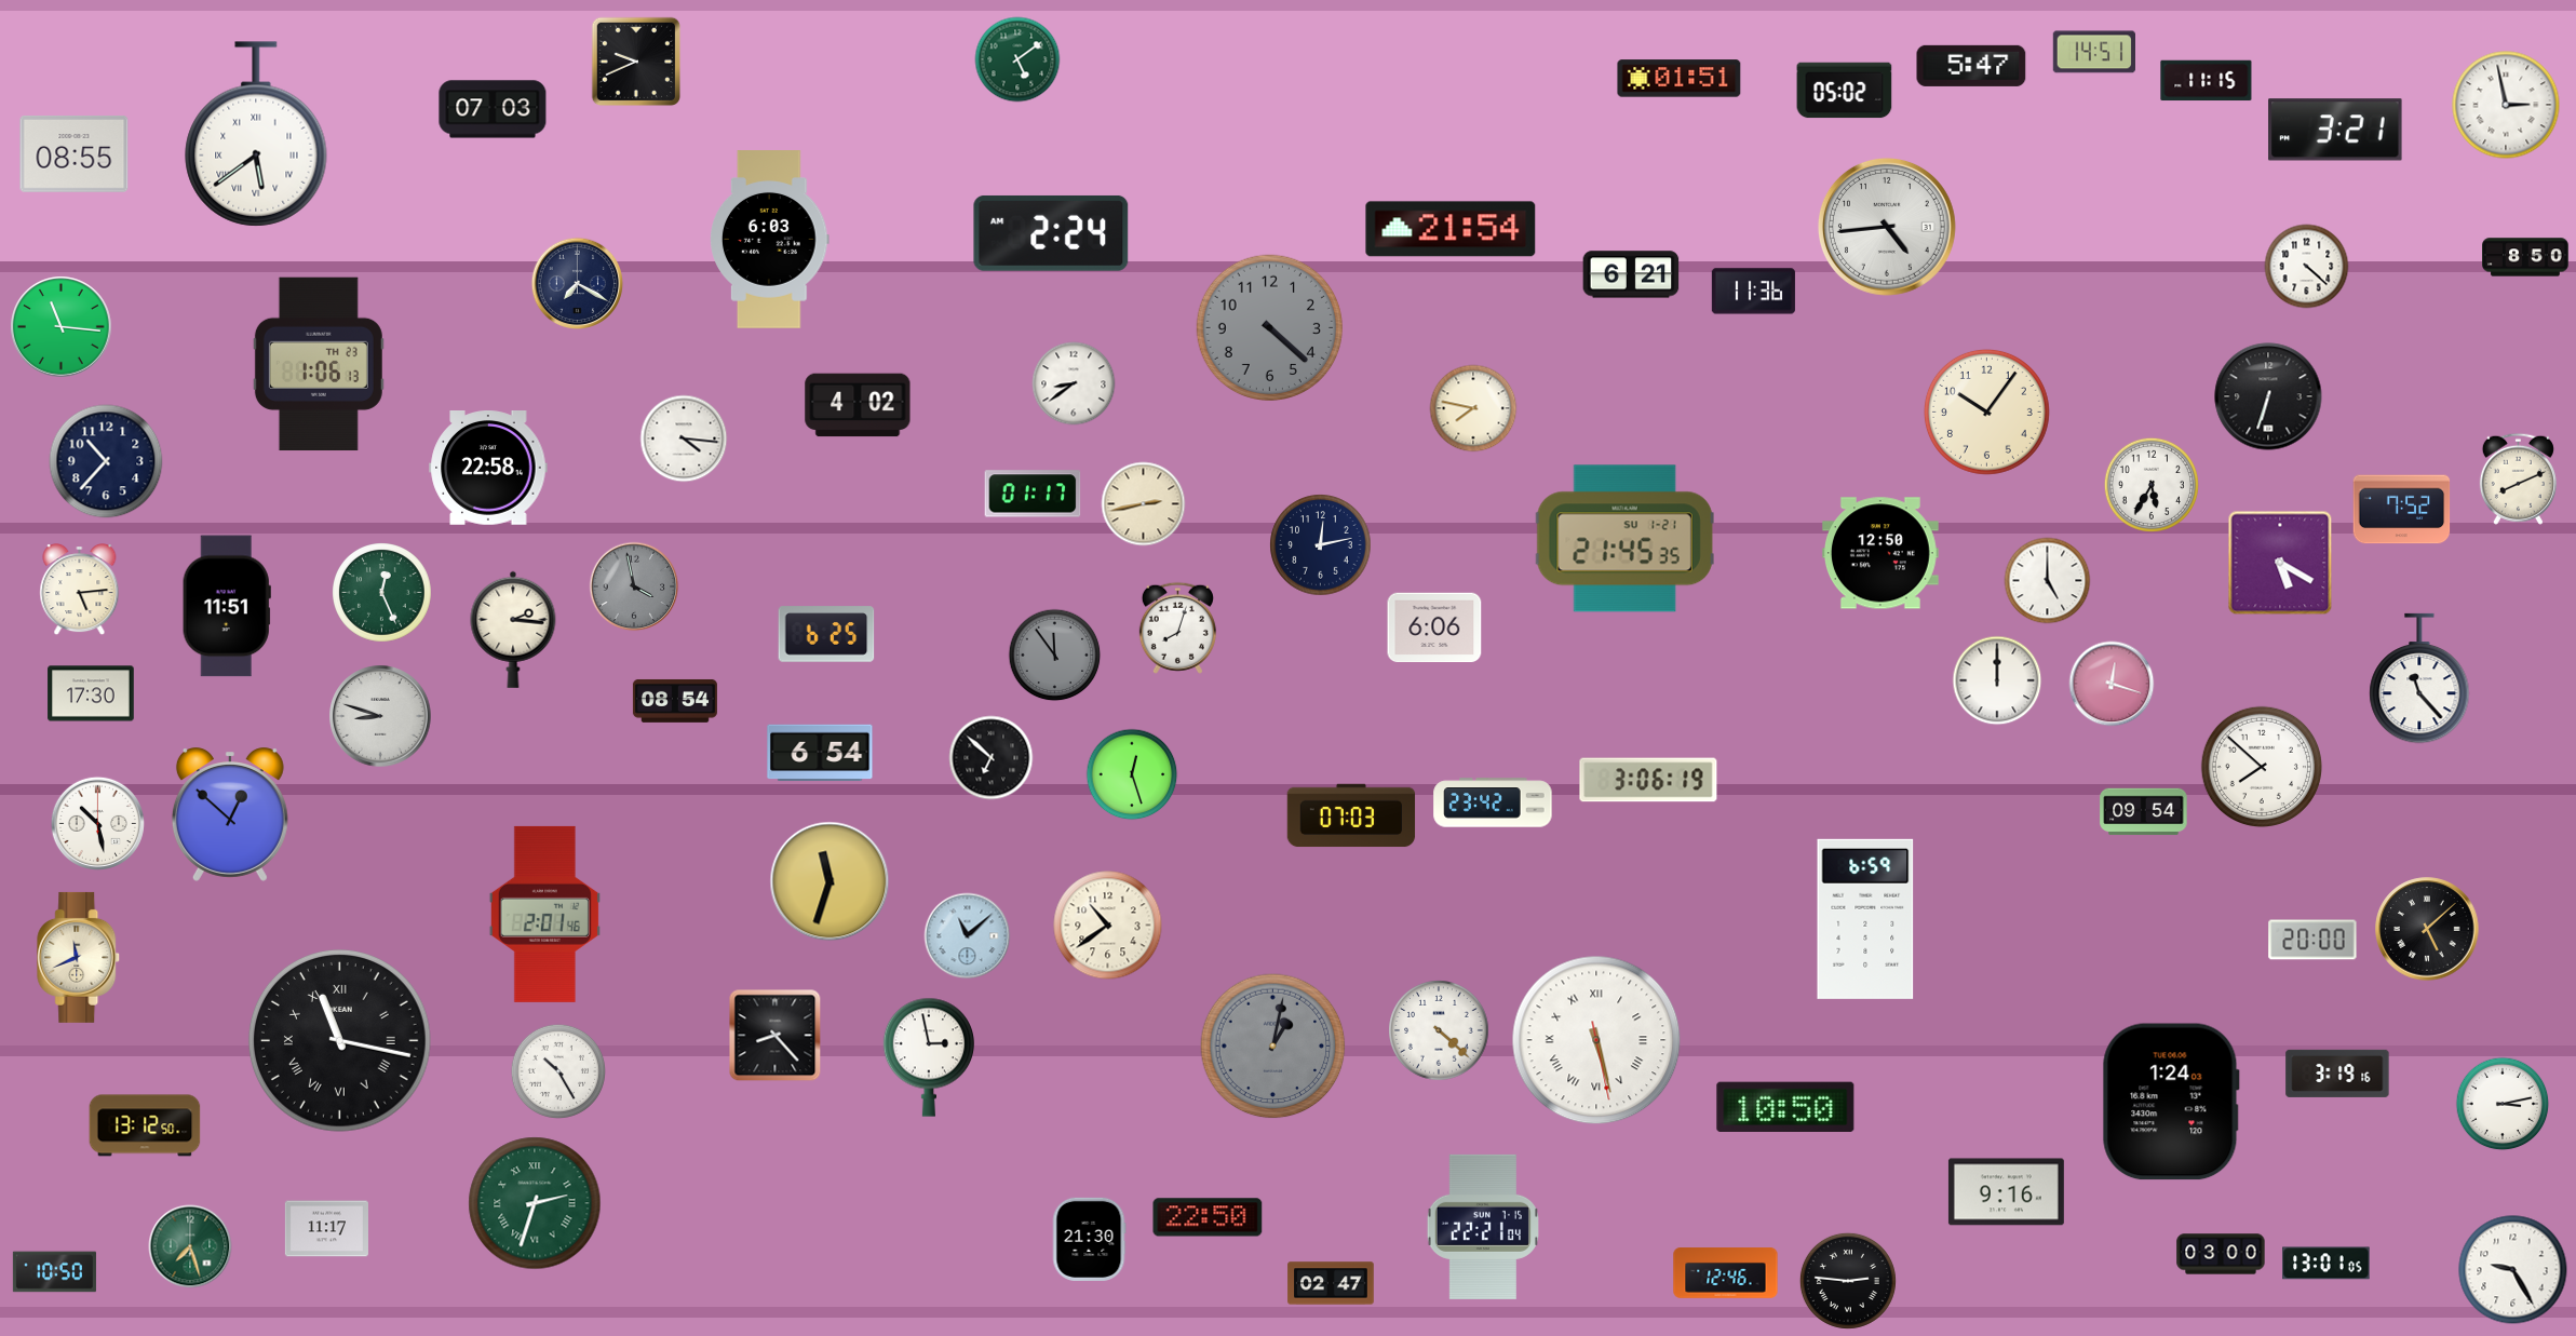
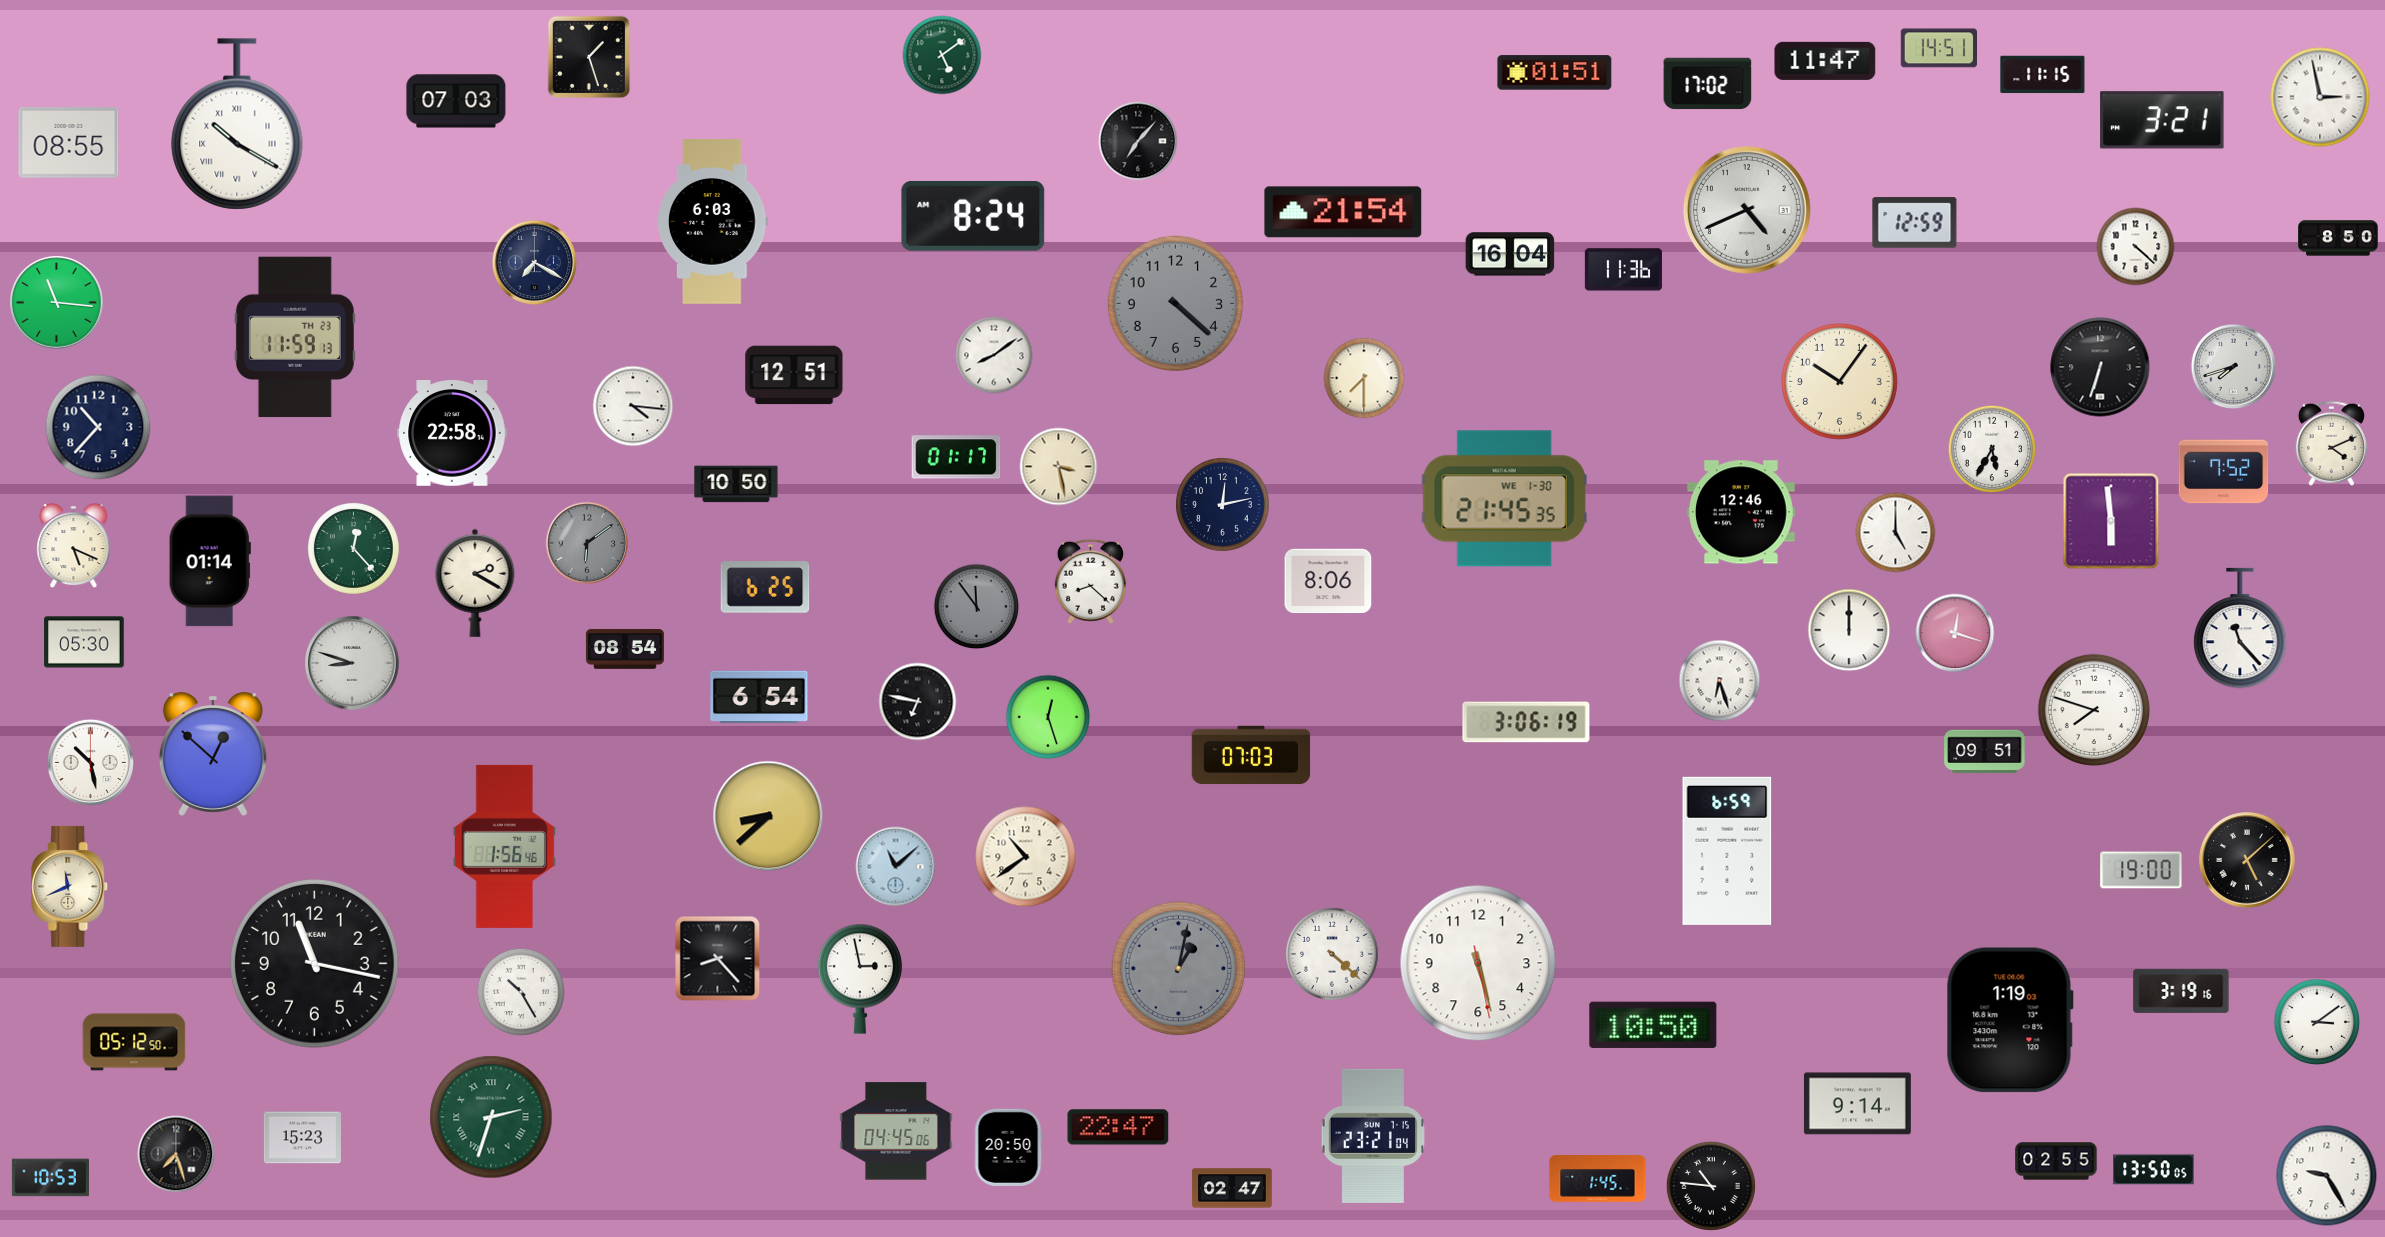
clock at (636, 62): 9:41 -> 1:27
clock at (1971, 66): 5:47 -> 11:47
clock at (1845, 91): 05:02 -> 17:02
clock at (256, 134): 5:39 -> 10:20
clock at (1138, 141): none -> 7:07
clock at (1887, 227): 4:44 -> 4:41
clock at (1051, 233): 2:24 -> 8:24
clock at (1915, 223): none -> 12:59
clock at (1631, 274): 6:21 -> 16:04
clock at (319, 364): 1:06 -> 11:59
clock at (1074, 383): 8:39 -> 8:09
clock at (2234, 367): none -> 7:42
clock at (858, 405): 4:02 -> 12:51
clock at (1473, 408): 7:47 -> 7:30
clock at (2518, 478): 8:11 -> 4:11
clock at (1144, 504): 2:43 -> 3:28
clock at (736, 484): none -> 10:50
clock at (1624, 539) date: SU 1-21 -> WE 1-30
clock at (1880, 553): 12:50 -> 12:46
clock at (2280, 563): 5:20 -> 5:59
clock at (2048, 581) position: (2048, 581) -> (1896, 533)
clock at (634, 586): 3:58 -> 6:09
clock at (80, 591): 5:14 -> 5:19
clock at (382, 593): 12:26 -> 12:23
clock at (227, 606): 11:51 -> 01:14
clock at (1177, 627): 8:03 -> 8:22
clock at (1434, 627): 6:06 -> 8:06
clock at (513, 630): 2:16 -> 2:20
clock at (91, 693): 17:30 -> 05:30
clock at (1720, 681): none -> 6:27
clock at (992, 758): 6:52 -> 6:47
clock at (2262, 767): 7:52 -> 7:48
clock at (1493, 802): 23:42 -> none
clock at (2144, 812): 09:54 -> 09:51
clock at (830, 881): 11:33 -> 8:38
clock at (544, 914): 2:01 -> 1:56
clock at (2312, 940): 20:00 -> 19:00
clock at (79, 957) position: (79, 957) -> (70, 886)
clock at (339, 1040) numerals: Roman -> Arabic
clock at (1596, 1040) numerals: Roman -> Arabic
clock at (558, 1071) position: (558, 1071) -> (521, 992)
clock at (2337, 1074) position: (2337, 1074) -> (2181, 991)
clock at (2171, 1102): 1:24 -> 1:19
clock at (2503, 1104): 3:13 -> 3:09
clock at (145, 1125): 13:12 -> 05:12
clock at (2006, 1192): 9:16 -> 9:14
clock at (535, 1203) position: (535, 1203) -> (491, 1117)
clock at (1208, 1217): 22:50 -> 22:47
clock at (896, 1131): none -> 04:45
clock at (1482, 1227): 22:21 -> 23:21
clock at (326, 1229): 11:17 -> 15:23
clock at (1089, 1239): 21:30 -> 20:50
clock at (190, 1246) dial: green -> black
clock at (2221, 1254): 03:00 -> 02:55
clock at (2327, 1264): 13:01 -> 13:50
clock at (54, 1272): 10:50 -> 10:53
clock at (1726, 1273): 12:46 -> 1:45
clock at (1848, 1281): 2:46 -> 10:46
